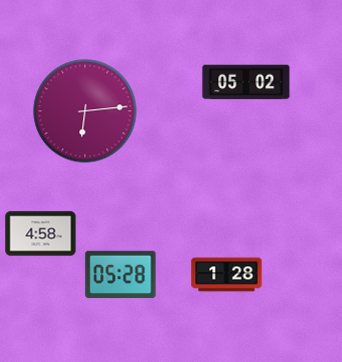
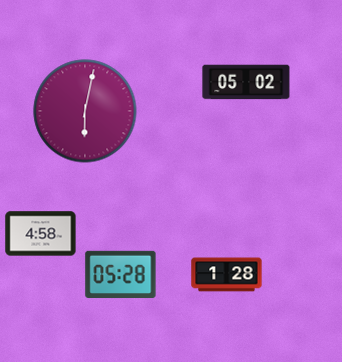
clock at (85, 111): 6:14 -> 6:02
